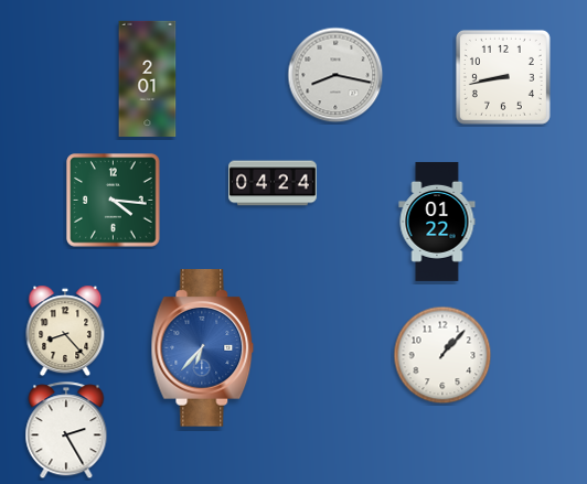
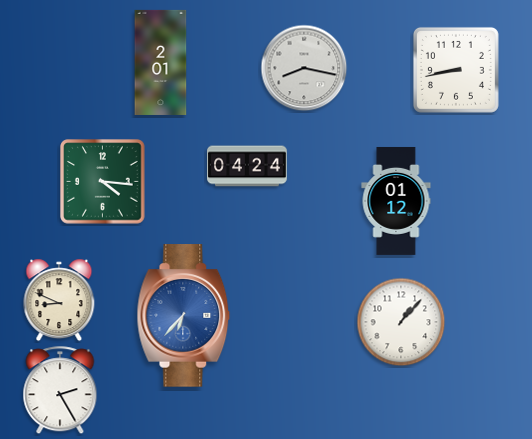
clock at (148, 78) position: (148, 78) -> (161, 62)
clock at (437, 222): 01:22 -> 01:12
clock at (65, 331): 8:23 -> 8:49
